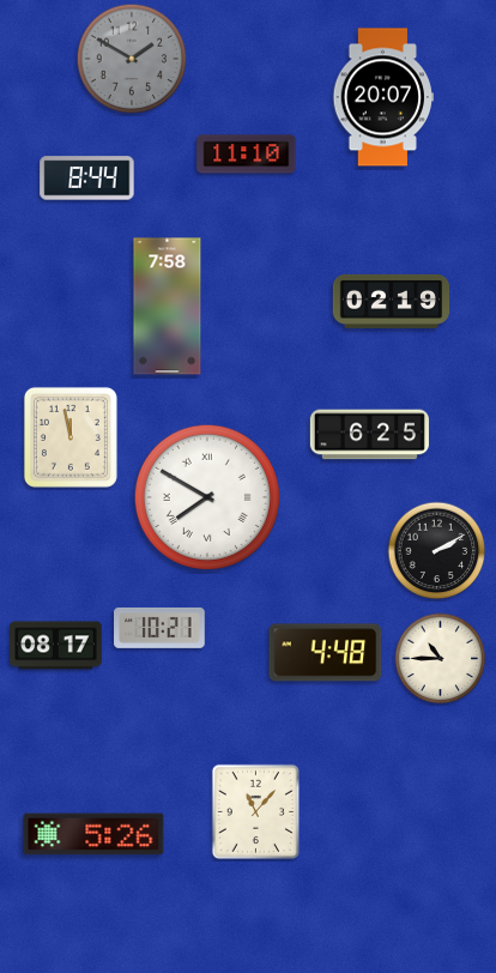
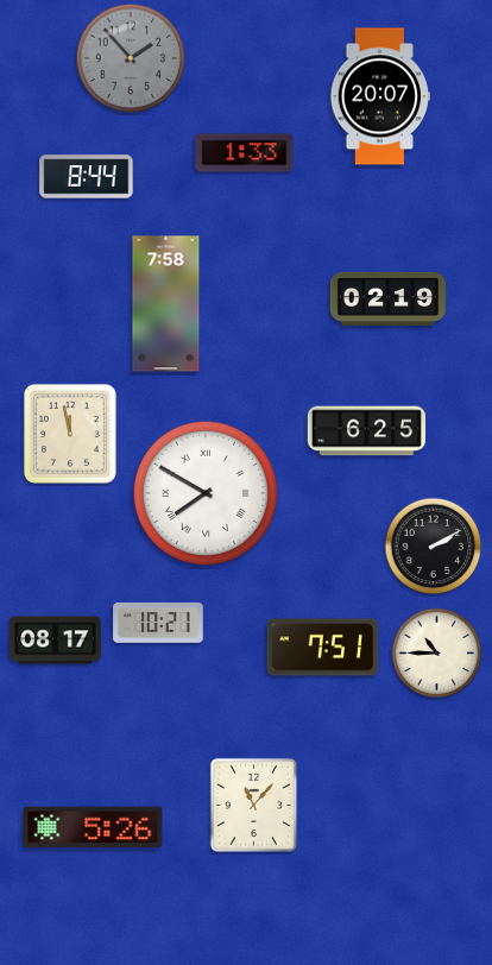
clock at (132, 59): 1:50 -> 1:53
clock at (247, 155): 11:10 -> 1:33
clock at (326, 653): 4:48 -> 7:51
